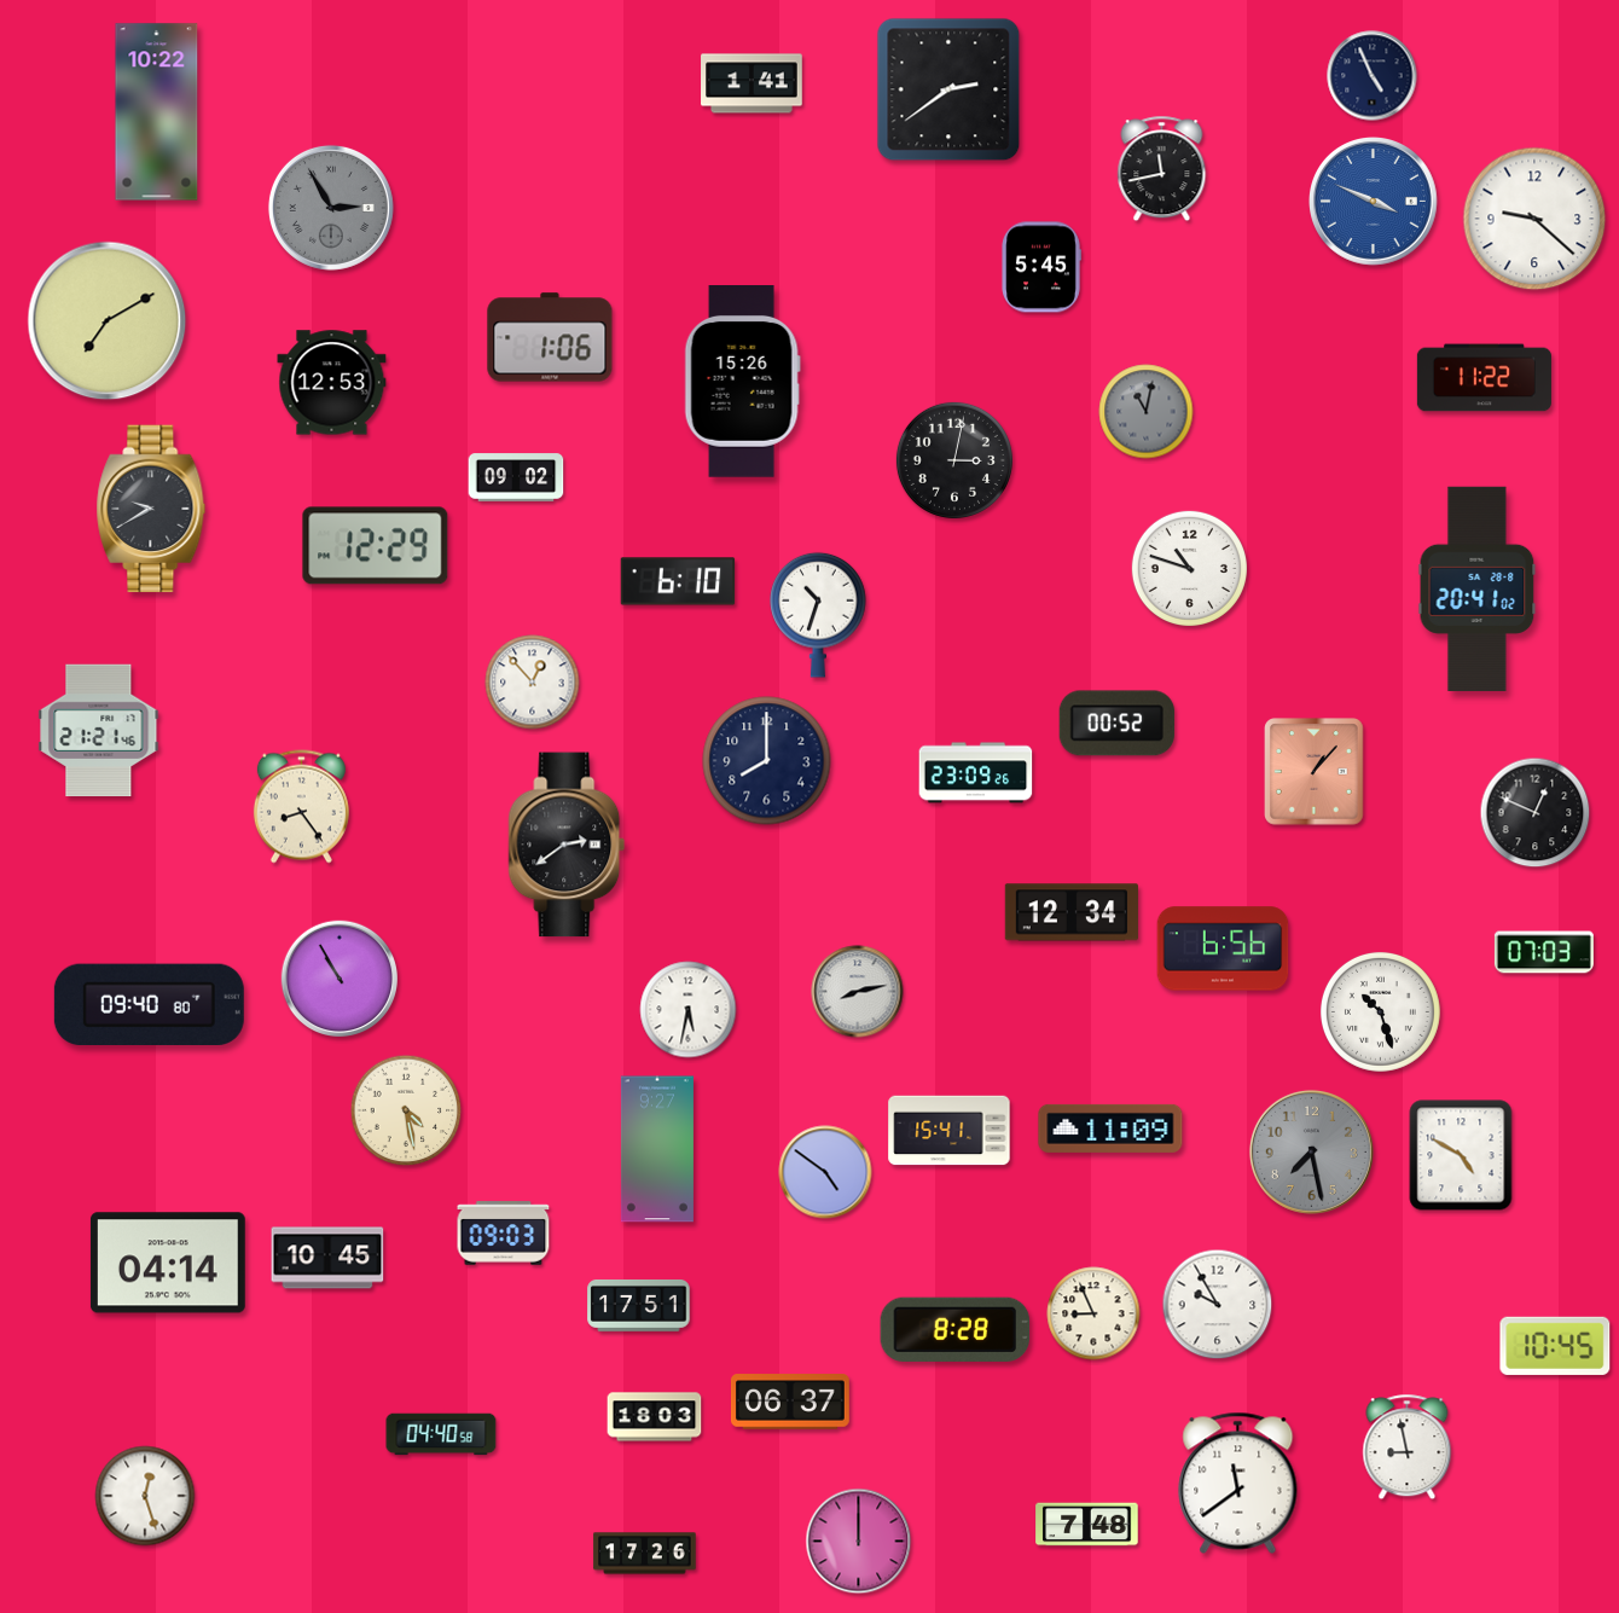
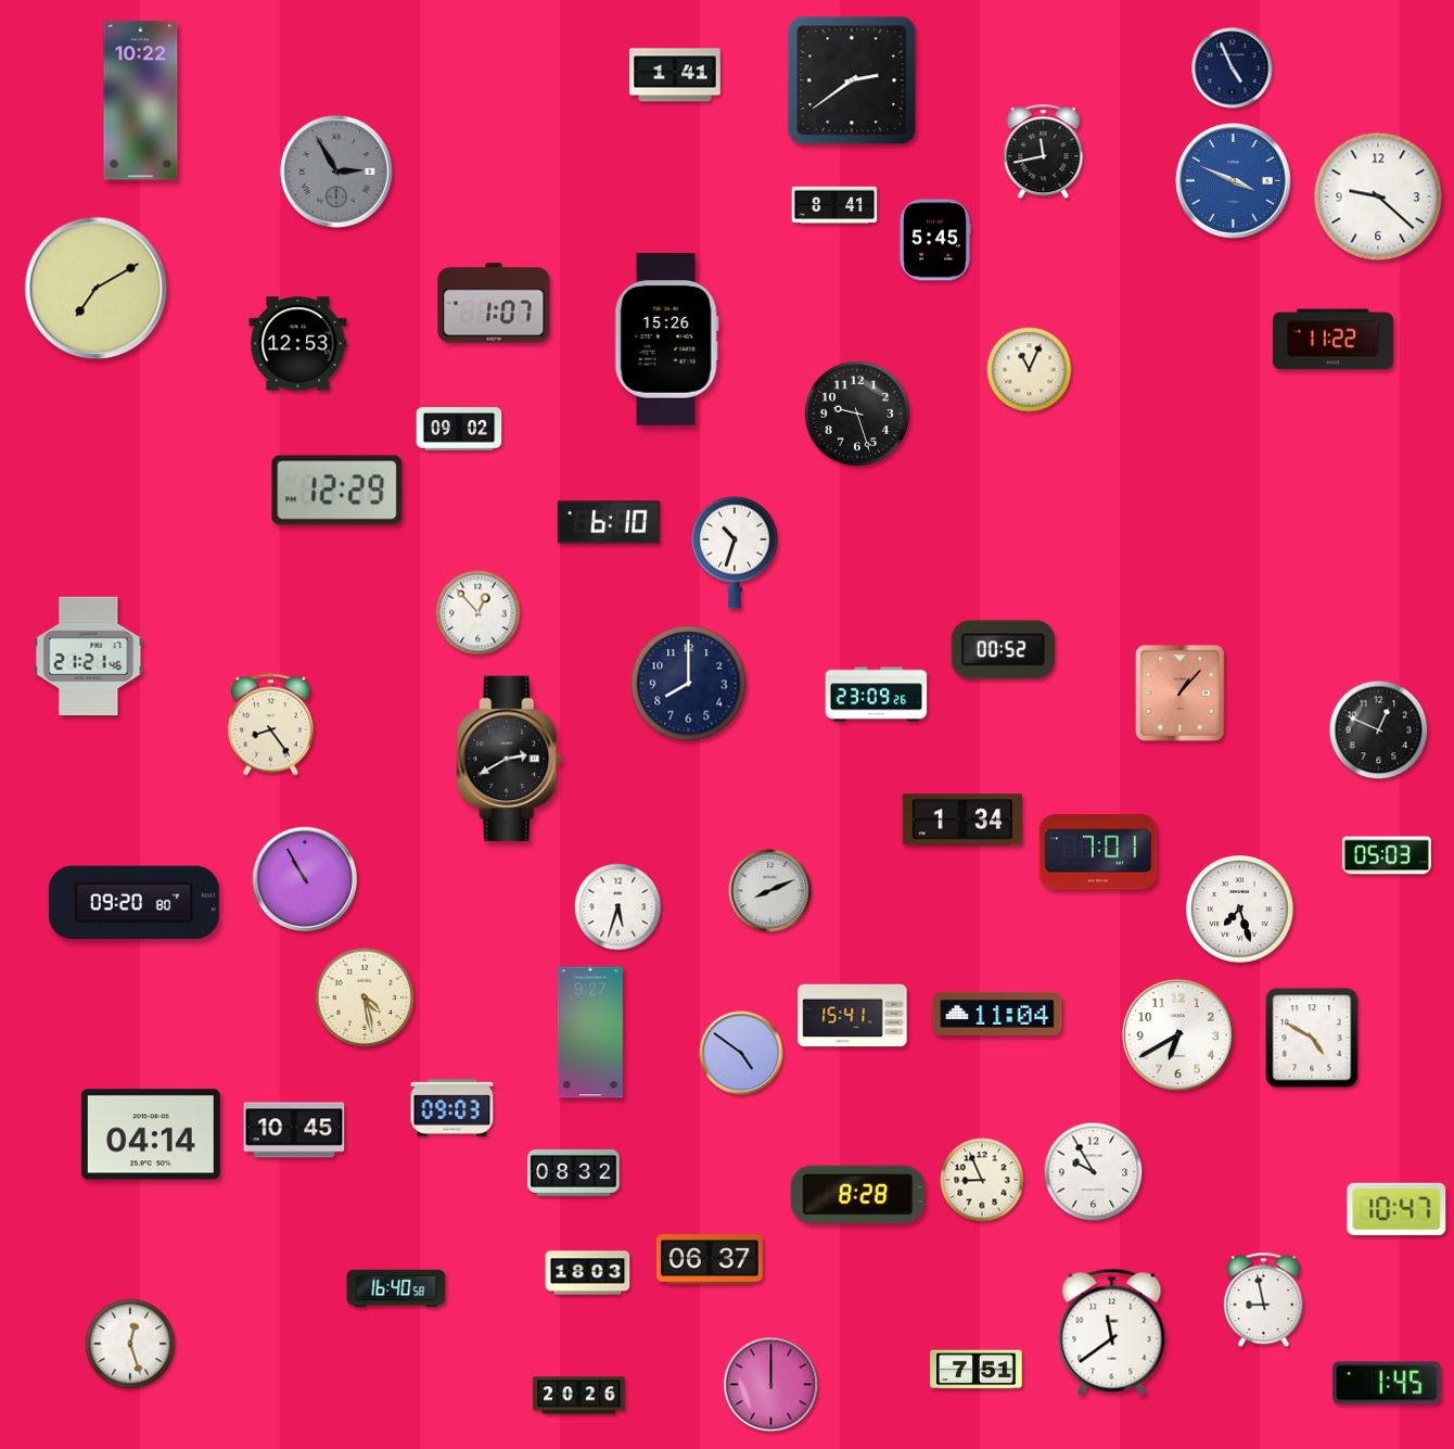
clock at (331, 208) position: (331, 208) -> (336, 171)
clock at (834, 205): none -> 8:41
clock at (550, 337): 1:06 -> 1:07
clock at (742, 382) position: (742, 382) -> (666, 340)
clock at (1147, 412): 11:02 -> 11:04
clock at (1147, 412) dial: grey -> cream
clock at (954, 460): 3:02 -> 9:27
clock at (516, 477) position: (516, 477) -> (459, 429)
clock at (151, 509): 9:40 -> none
clock at (1189, 568): 10:48 -> none
clock at (1478, 588): 20:41 -> none
clock at (567, 845): 2:39 -> 2:40
clock at (1072, 912): 12:34 -> 1:34
clock at (1223, 948): 6:56 -> 7:01
clock at (1544, 952): 07:03 -> 05:03
clock at (858, 992): 8:13 -> 8:11
clock at (149, 1004): 09:40 -> 09:20
clock at (689, 1010): 5:32 -> 5:33
clock at (1380, 1011): 10:27 -> 7:27
clock at (1110, 1128): 11:09 -> 11:04
clock at (1311, 1151): 7:28 -> 6:40
clock at (1311, 1151) dial: grey -> white
clock at (639, 1306): 17:51 -> 08:32
clock at (1555, 1346): 10:45 -> 10:47
clock at (441, 1434): 04:40 -> 16:40
clock at (1087, 1525): 7:48 -> 7:51
clock at (1387, 1383): none -> 1:45
clock at (645, 1554): 17:26 -> 20:26
